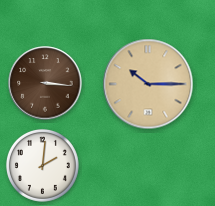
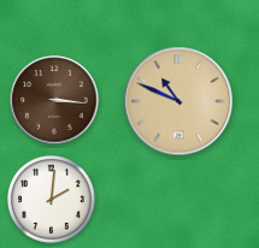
clock at (148, 84): 10:15 -> 10:49
